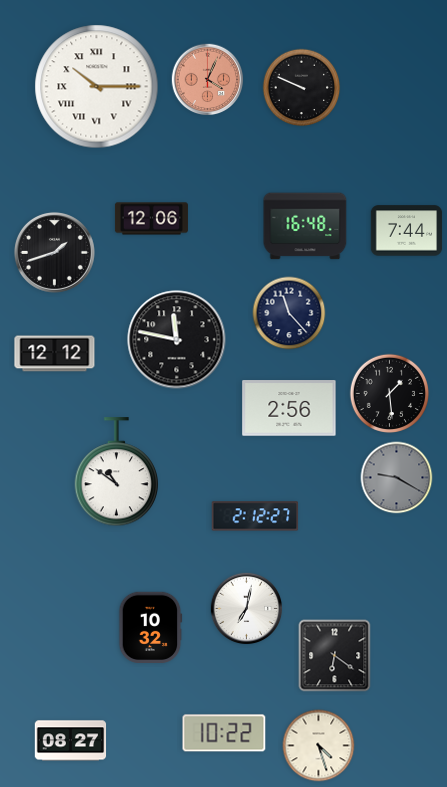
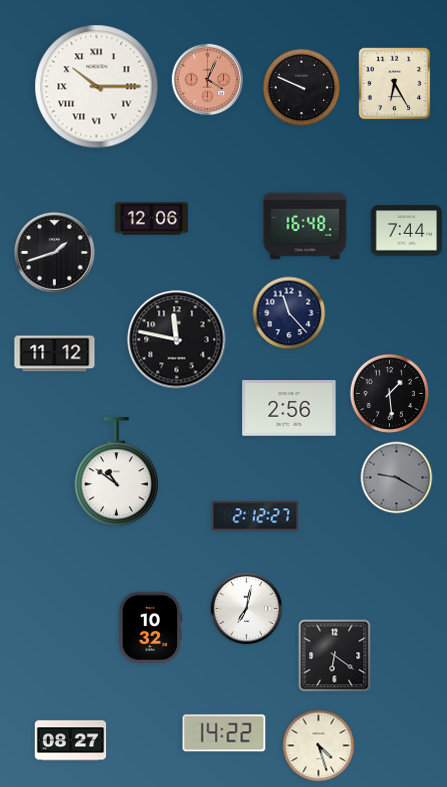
clock at (395, 84): none -> 6:25
clock at (55, 354): 12:12 -> 11:12
clock at (224, 733): 10:22 -> 14:22
